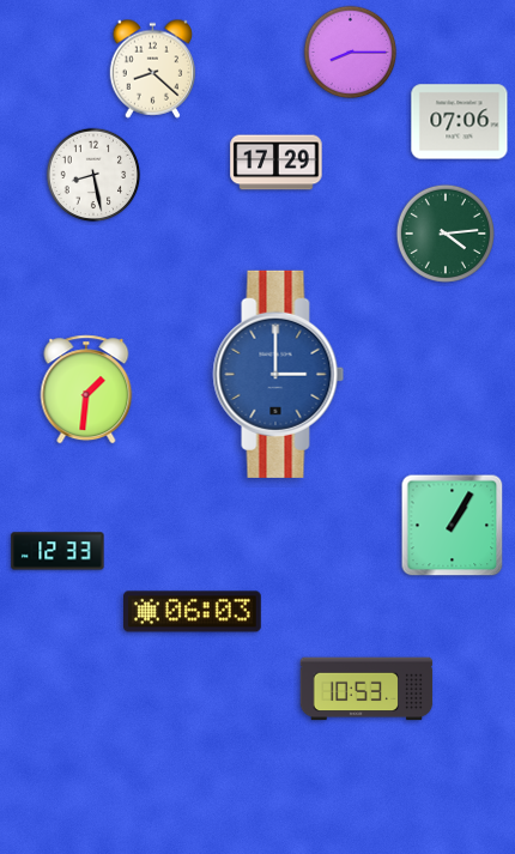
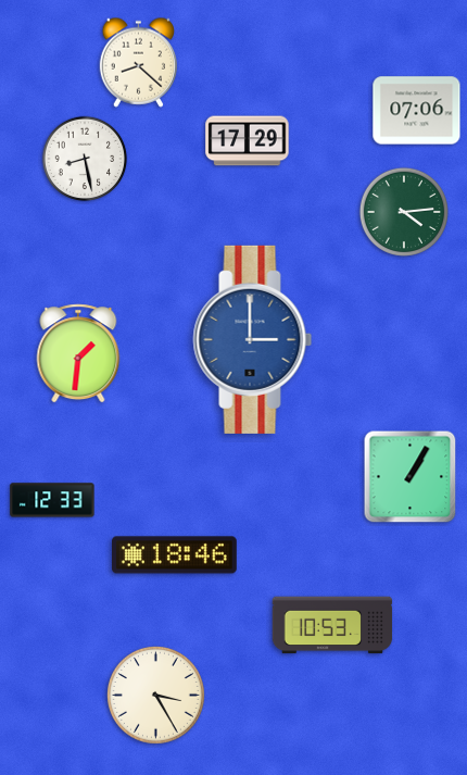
clock at (351, 53): 8:15 -> none
clock at (277, 163) position: (277, 163) -> (248, 141)
clock at (193, 612): 06:03 -> 18:46
clock at (155, 695): none -> 3:25
